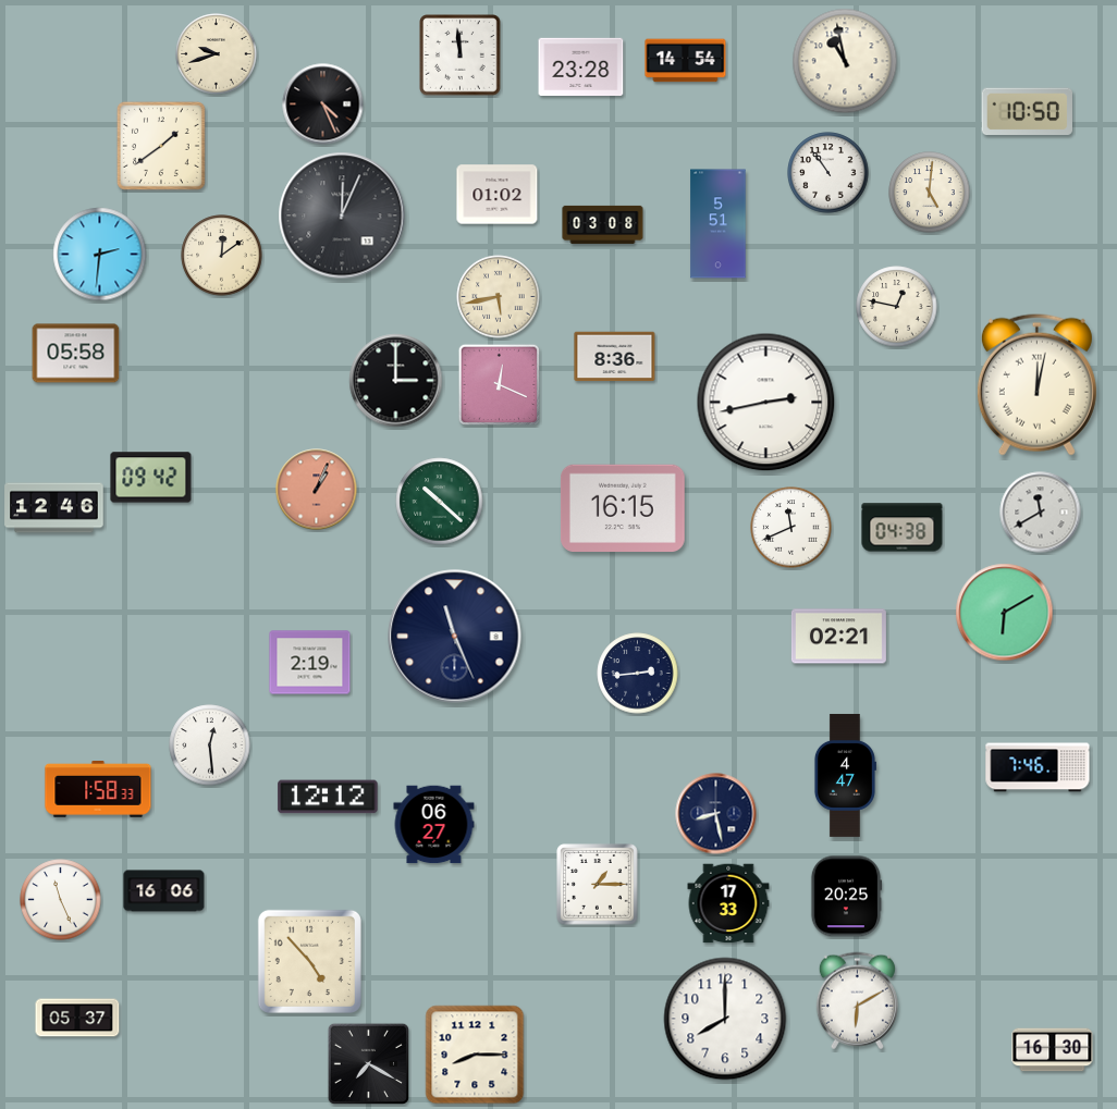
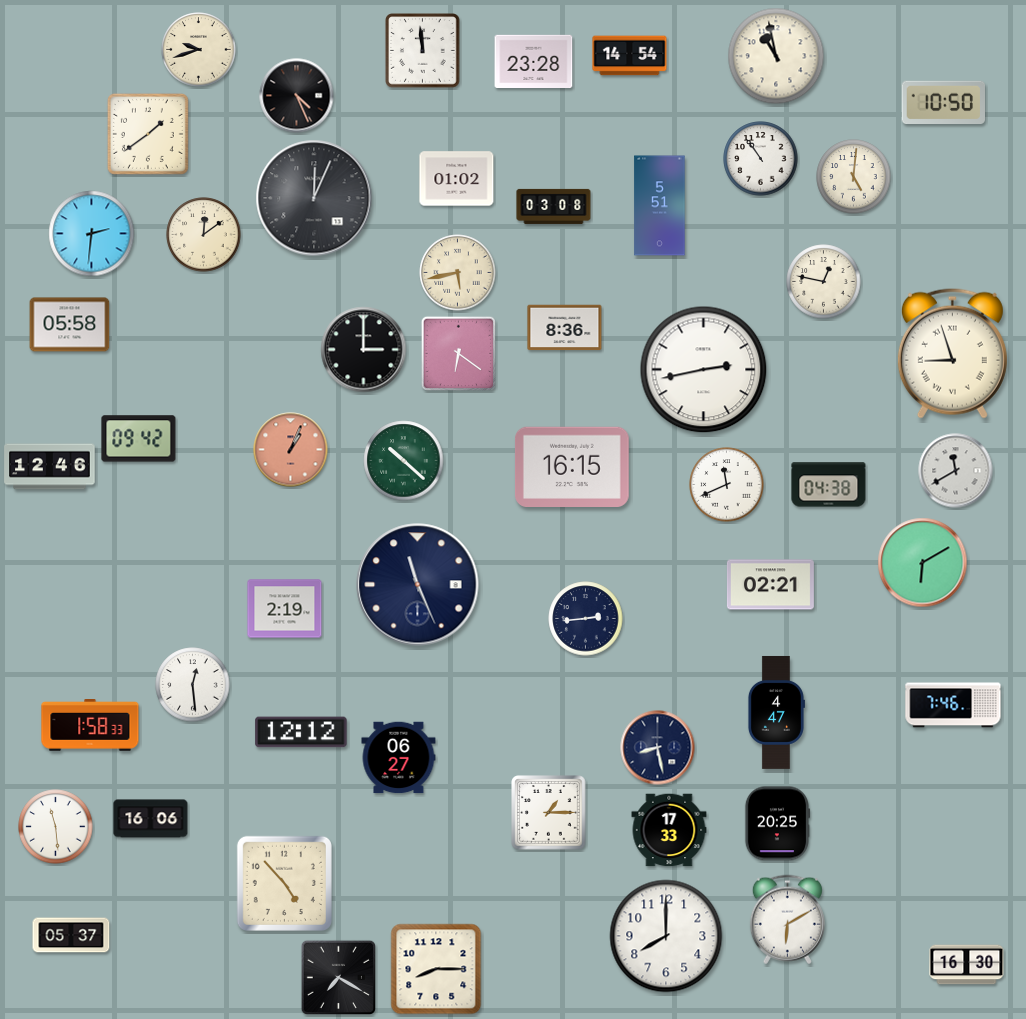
clock at (1036, 384): 12:02 -> 8:57
clock at (500, 385): 12:19 -> 6:21
clock at (61, 900): 11:26 -> 11:29
